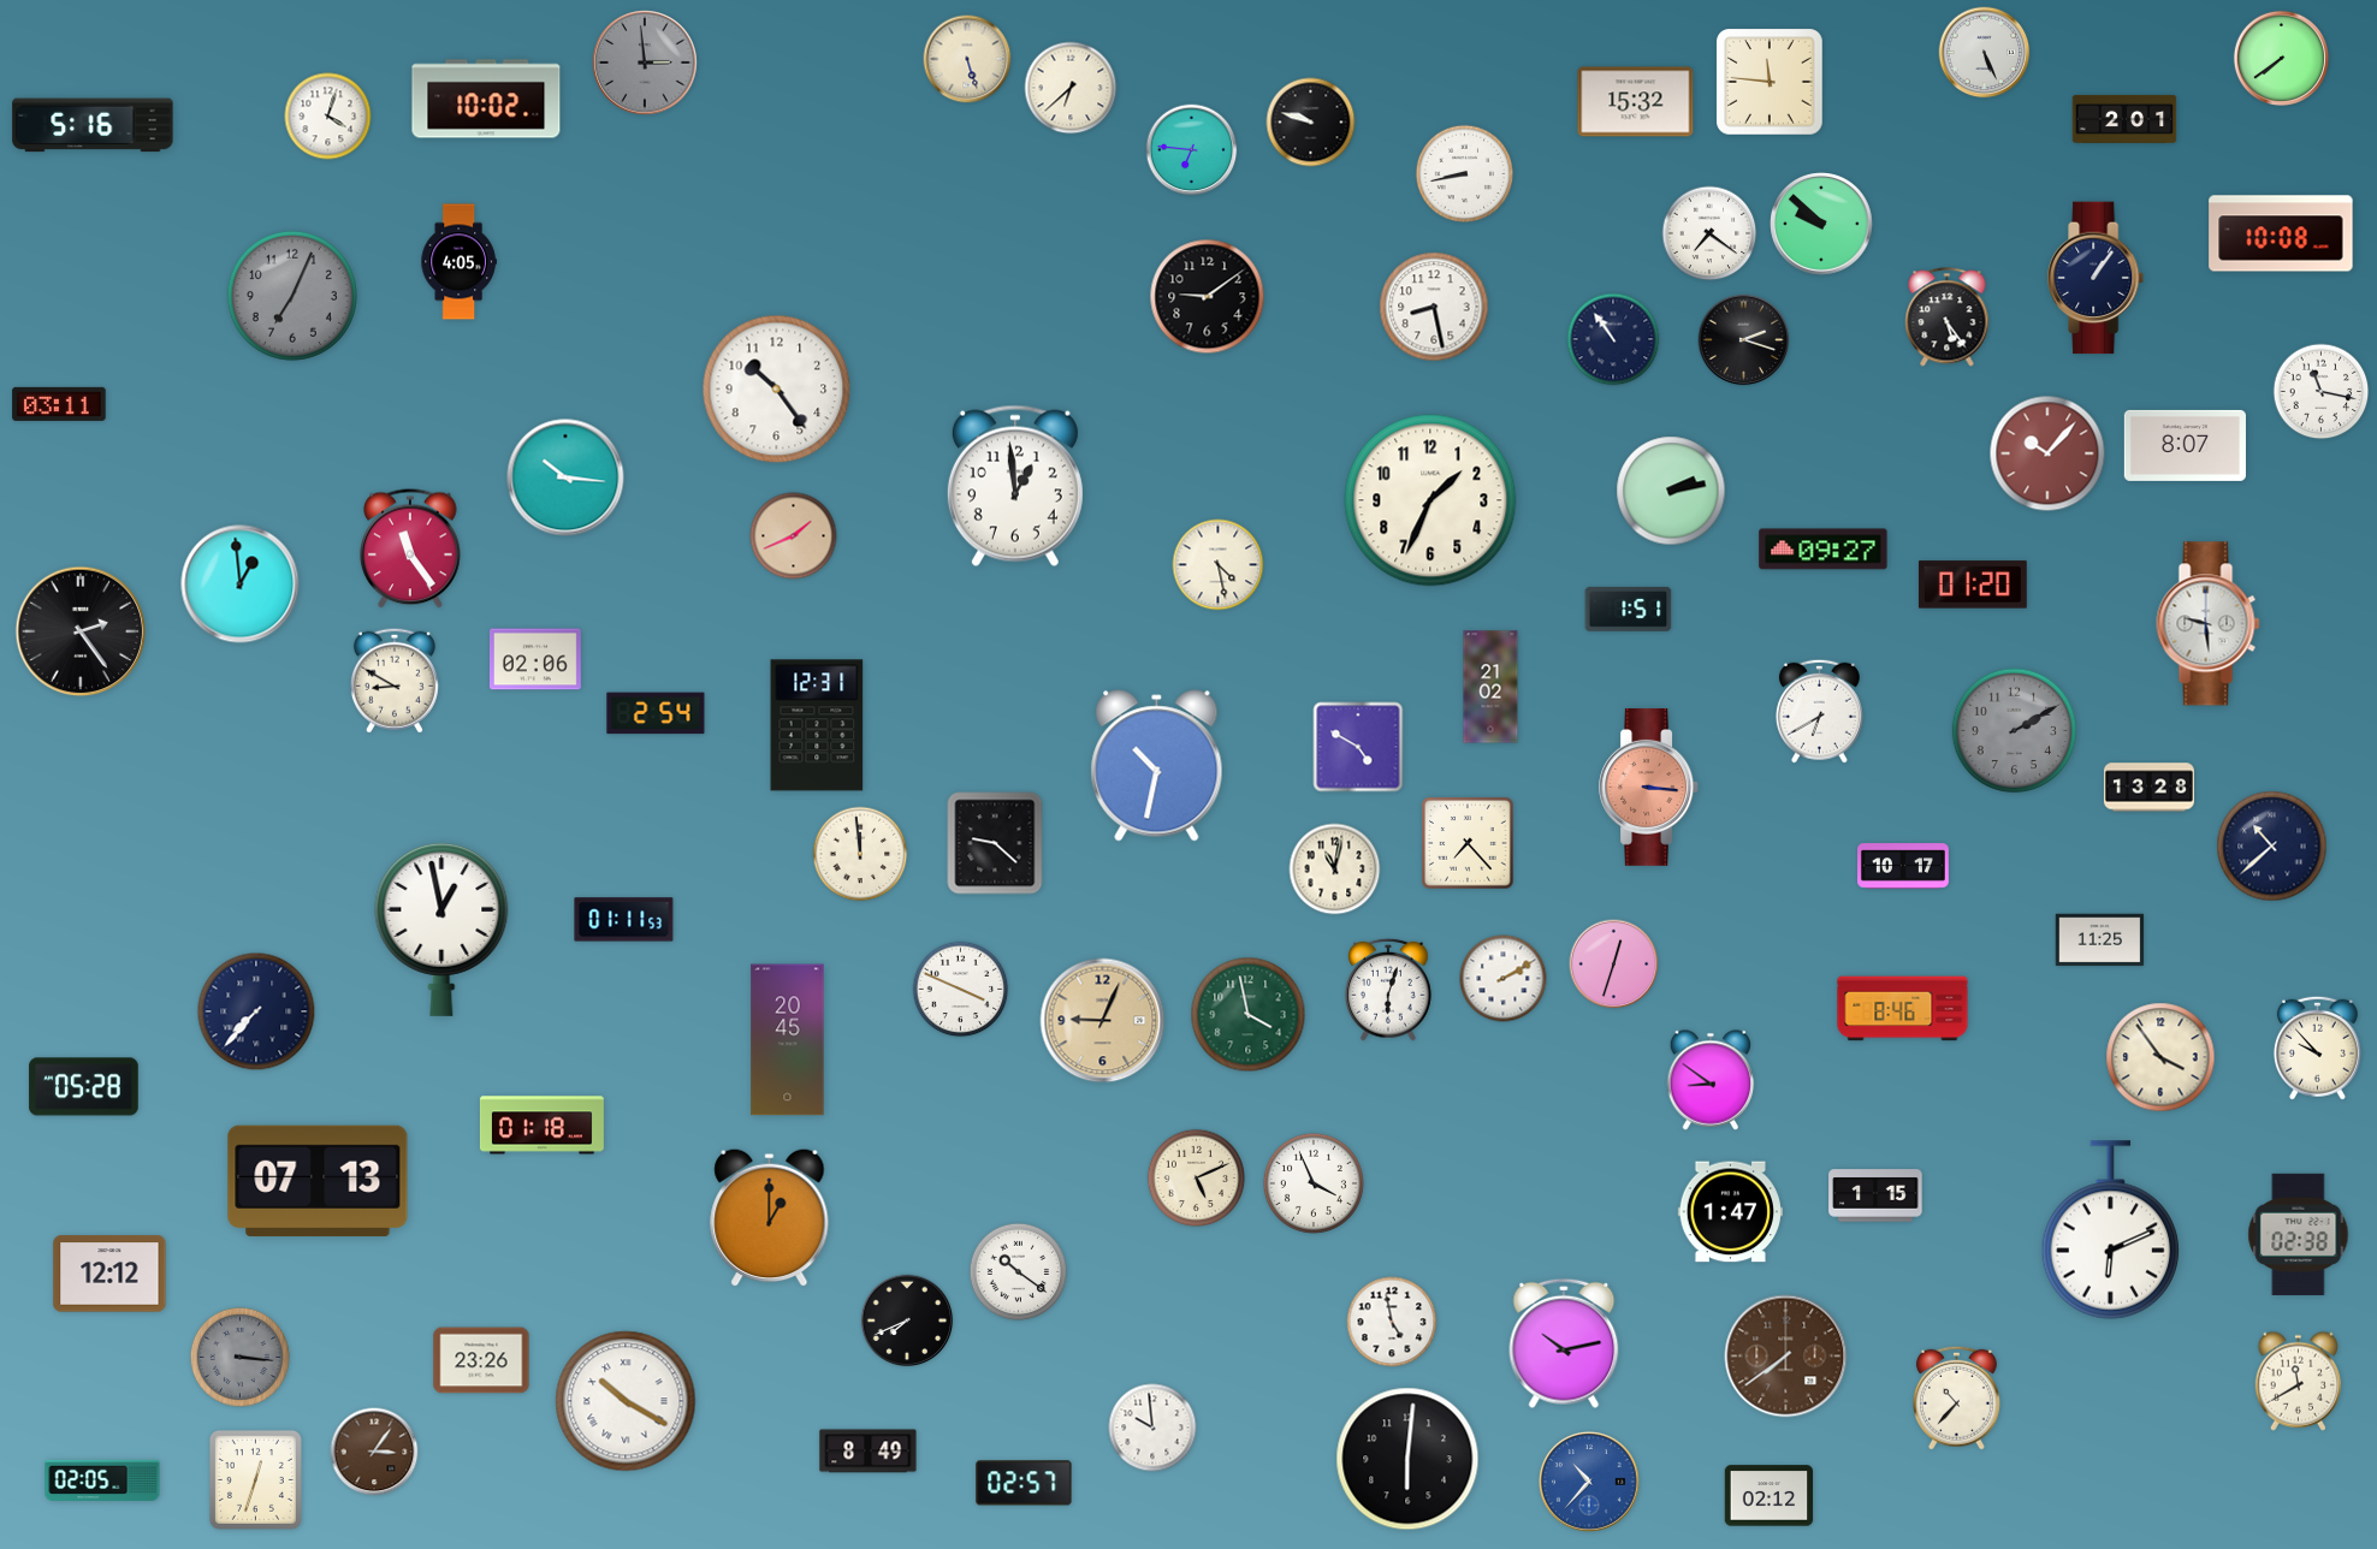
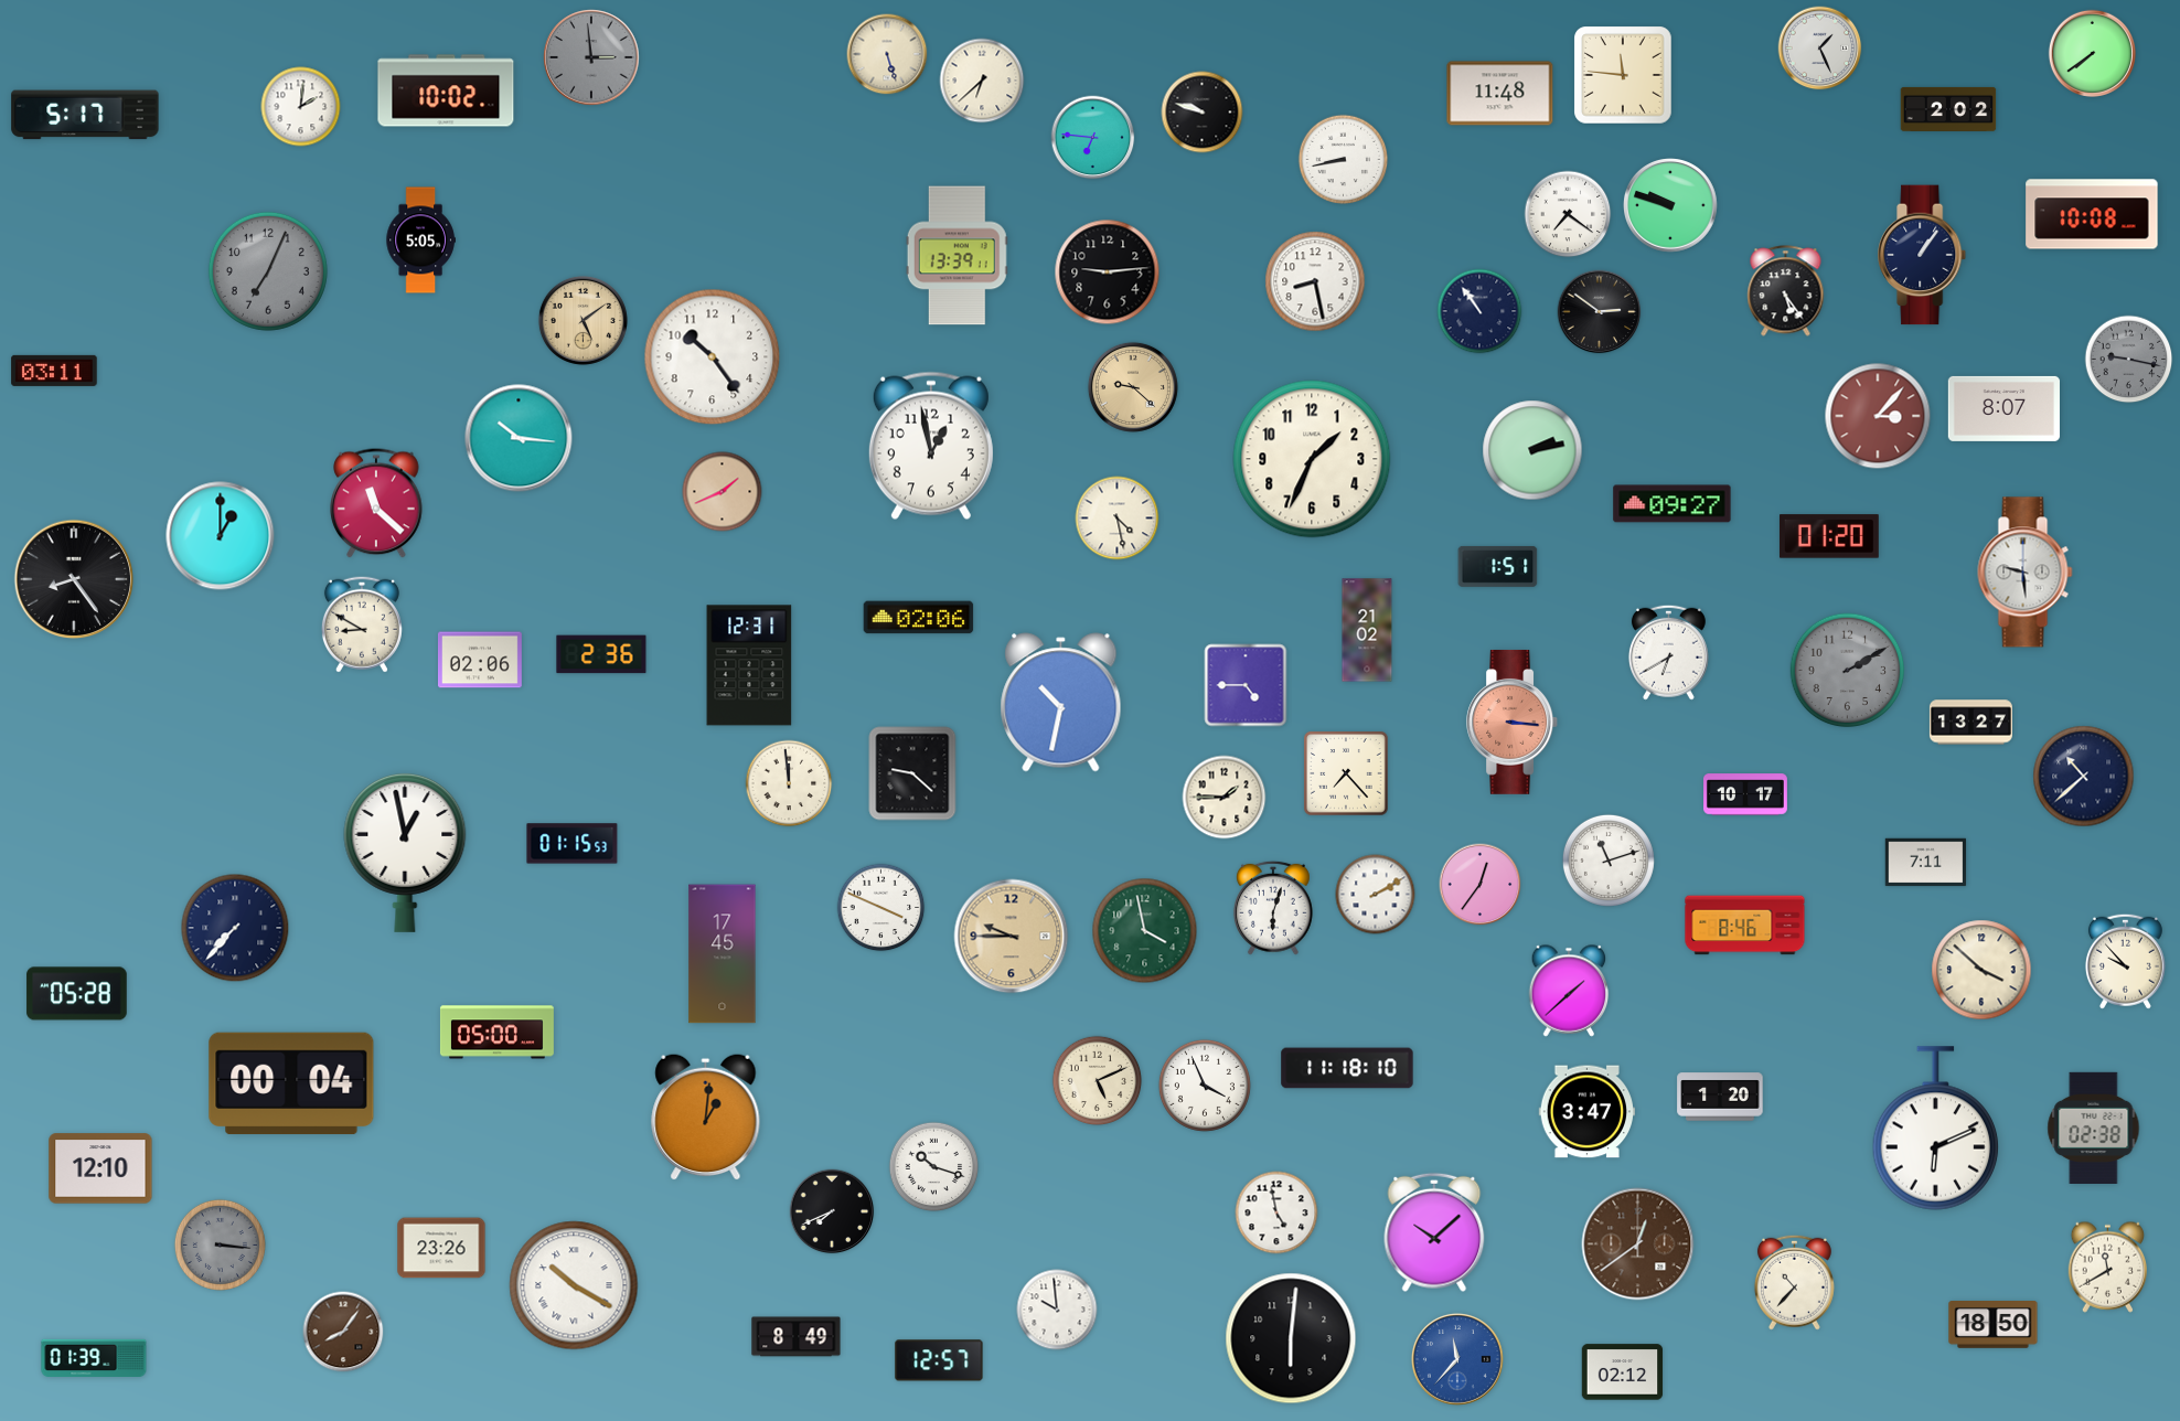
clock at (1985, 53): 5:26 -> 1:26
clock at (1636, 102): 15:32 -> 11:48
clock at (328, 117): 4:03 -> 2:01
clock at (2124, 119): 2:01 -> 2:02
clock at (93, 125): 5:16 -> 5:17
clock at (1821, 224): 9:52 -> 9:48
clock at (458, 262): 4:05 -> 5:05
clock at (957, 256): none -> 13:39
clock at (1208, 297): 9:09 -> 9:14
clock at (1744, 340): 2:18 -> 2:51
clock at (583, 320): none -> 5:09
clock at (2322, 392): 11:17 -> 9:17
clock at (2322, 392) dial: white -> grey
clock at (1133, 387): none -> 9:22
clock at (2047, 453): 10:07 -> 3:07
clock at (1015, 486): 12:59 -> 12:58
clock at (794, 536) position: (794, 536) -> (723, 492)
clock at (410, 548): 11:24 -> 11:22
clock at (241, 584): 12:59 -> 1:00
clock at (1973, 584) position: (1973, 584) -> (1829, 536)
clock at (1629, 609) position: (1629, 609) -> (1498, 566)
clock at (81, 631): 2:24 -> 8:24
clock at (535, 659) position: (535, 659) -> (480, 660)
clock at (919, 618): none -> 02:06
clock at (656, 713): 2:54 -> 2:36
clock at (1358, 747): 4:50 -> 4:45
clock at (2148, 788): 13:28 -> 13:27
clock at (1335, 870): 11:02 -> 1:45
clock at (624, 920): 01:11 -> 01:15
clock at (1609, 861): none -> 11:12
clock at (2100, 940): 11:25 -> 7:11
clock at (1614, 965): 12:33 -> 12:36
clock at (1504, 979) position: (1504, 979) -> (1376, 895)
clock at (1103, 1021): 9:04 -> 9:45
clock at (788, 1040): 20:45 -> 17:45
clock at (2160, 1057): 3:54 -> 3:52
clock at (1711, 1080): 8:51 -> 1:38
clock at (84, 1087) position: (84, 1087) -> (77, 994)
clock at (541, 1126): 01:18 -> 05:00
clock at (1347, 1068): none -> 11:18
clock at (318, 1181): 07:13 -> 00:04
clock at (1875, 1195): 1:15 -> 1:20
clock at (1730, 1212): 1:47 -> 3:47
clock at (770, 1217): 1:00 -> 1:01
clock at (2299, 1234) position: (2299, 1234) -> (2094, 1128)
clock at (1019, 1272): 10:21 -> 10:18
clock at (109, 1274): 12:12 -> 12:10
clock at (1564, 1343): 10:13 -> 10:08
clock at (1786, 1357): 7:39 -> 12:39
clock at (1994, 1325): none -> 18:50
clock at (374, 1452): 3:06 -> 8:06
clock at (869, 1452) position: (869, 1452) -> (797, 1337)
clock at (102, 1479): 02:05 -> 01:39
clock at (255, 1479): 12:33 -> none
clock at (1589, 1482): 10:37 -> 11:37
clock at (1024, 1483): 02:57 -> 12:57
